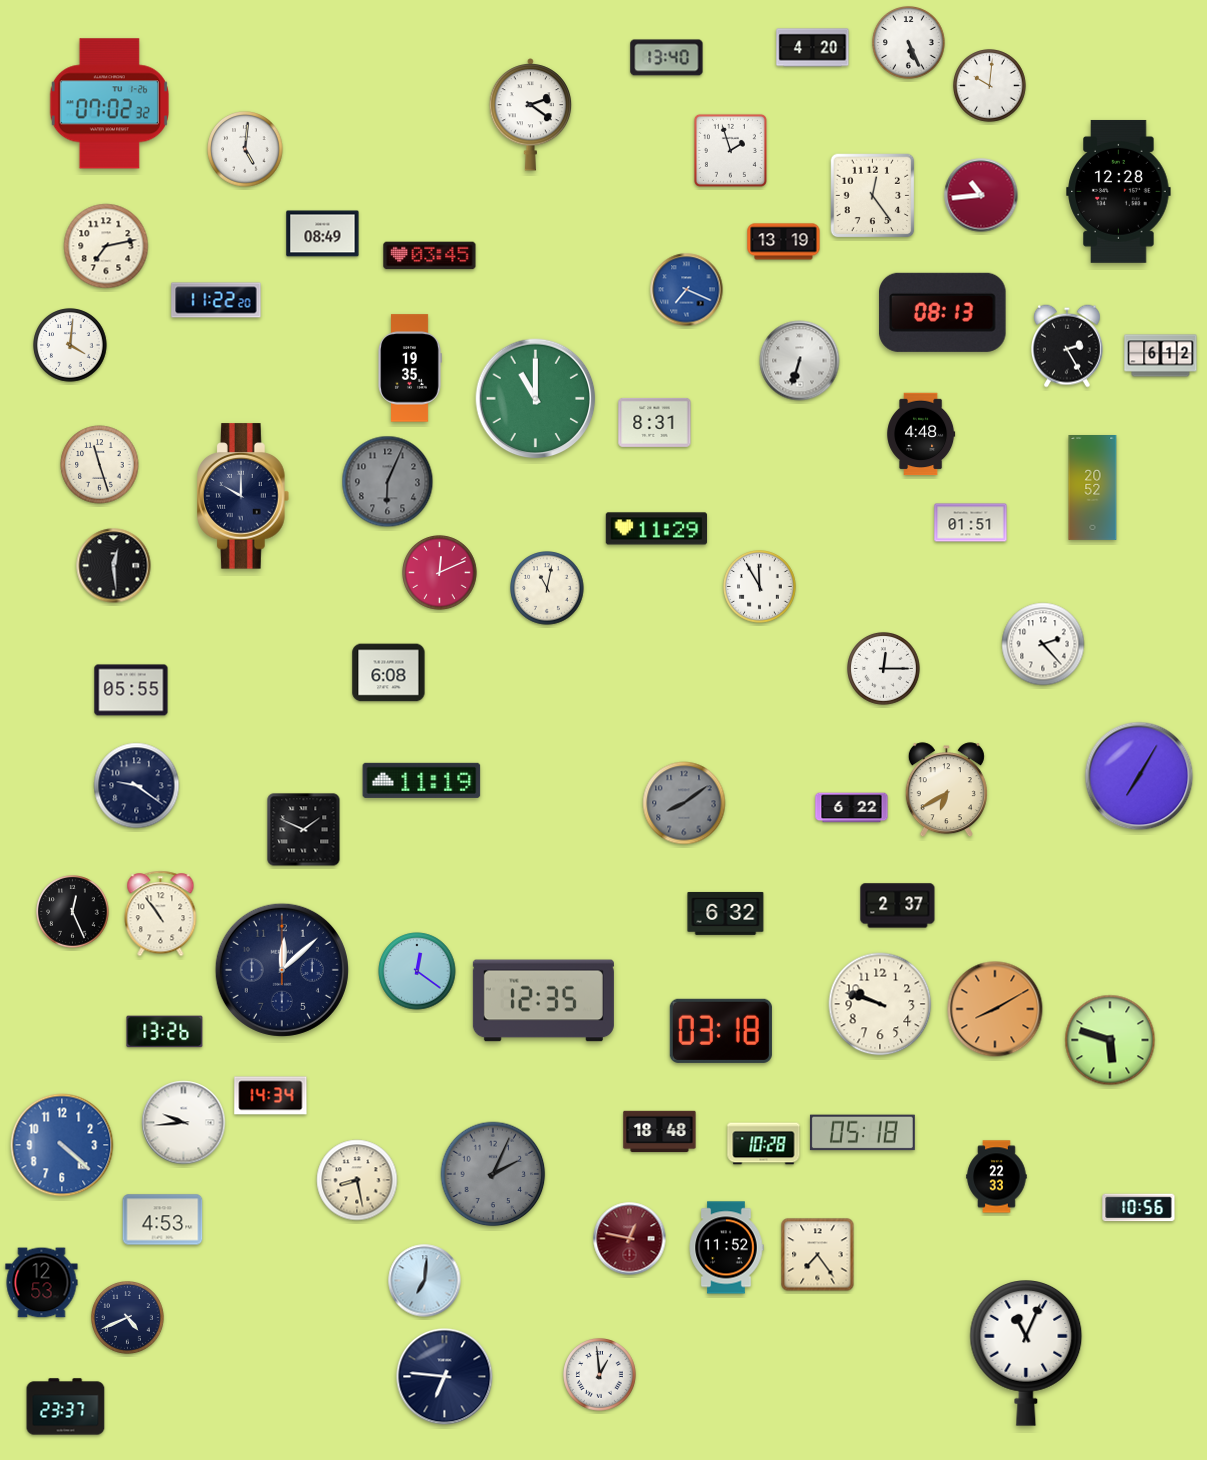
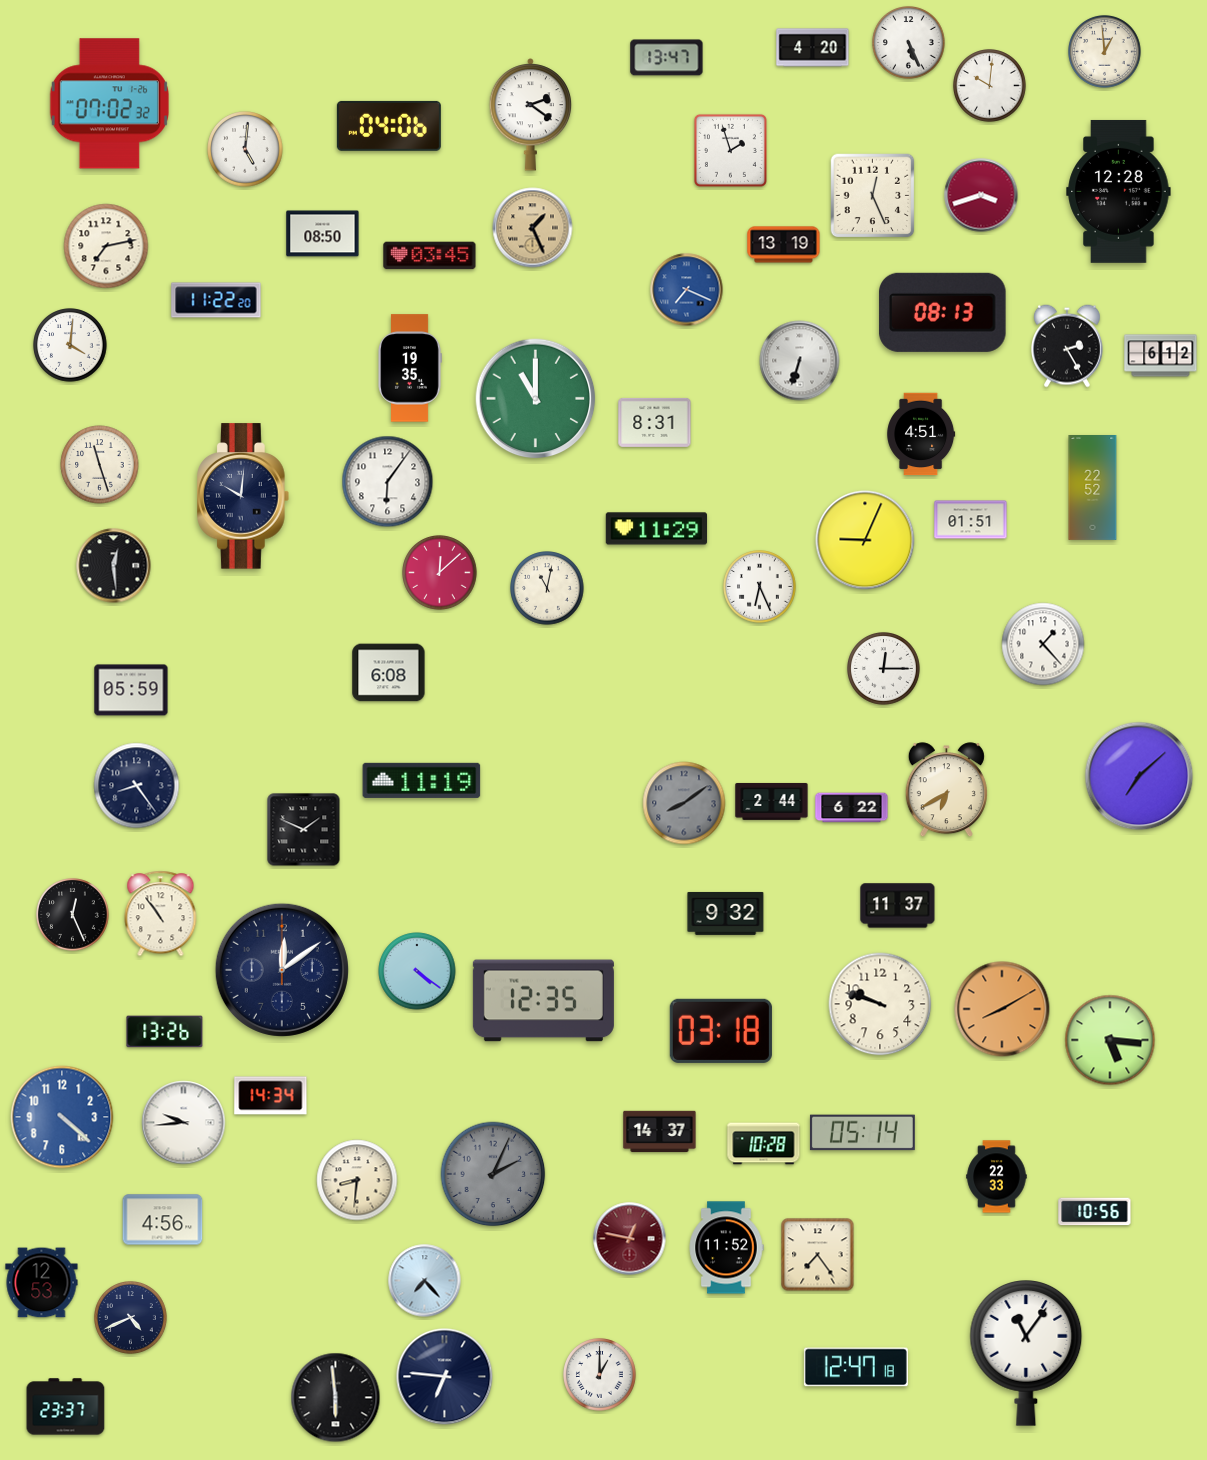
clock at (1105, 52): none -> 12:59
clock at (667, 58): 13:40 -> 13:47
clock at (389, 126): none -> 04:06
clock at (981, 195): 10:44 -> 3:42
clock at (873, 196): 12:24 -> 12:26
clock at (533, 228): none -> 1:26
clock at (323, 234): 08:49 -> 08:50
clock at (784, 242) position: (784, 242) -> (784, 245)
clock at (921, 434): 4:48 -> 4:51
clock at (388, 482): 6:04 -> 6:06
clock at (388, 482) dial: grey -> white
clock at (1093, 488): 20:52 -> 22:52
clock at (244, 496): 10:00 -> 10:01
clock at (971, 523) position: (971, 523) -> (971, 520)
clock at (865, 540): none -> 9:04
clock at (440, 573): 12:11 -> 12:08
clock at (760, 587): 11:55 -> 6:26
clock at (1043, 644): 2:23 -> 1:23
clock at (131, 690): 05:55 -> 05:59
clock at (1139, 776): 7:05 -> 7:08
clock at (137, 786): 9:21 -> 8:24
clock at (772, 801): none -> 2:44
clock at (898, 906): 2:37 -> 11:37
clock at (73, 912) position: (73, 912) -> (73, 915)
clock at (726, 913): 6:32 -> 9:32
clock at (282, 970): 12:08 -> 12:09
clock at (417, 971): 12:21 -> 4:21
clock at (995, 1009) position: (995, 1009) -> (1002, 1009)
clock at (1110, 1040): 5:48 -> 5:16
clock at (660, 1132): 18:48 -> 14:37
clock at (862, 1133): 05:18 -> 05:14
clock at (62, 1145) position: (62, 1145) -> (62, 1117)
clock at (357, 1180): 8:28 -> 8:31
clock at (1139, 1208) position: (1139, 1208) -> (1095, 1212)
clock at (163, 1220): 4:53 -> 4:56
clock at (425, 1281): 7:01 -> 7:23
clock at (128, 1318) position: (128, 1318) -> (131, 1318)
clock at (1026, 1354): 11:04 -> 11:06
clock at (856, 1367): none -> 12:47
clock at (600, 1375): 12:59 -> 1:00
clock at (336, 1398): none -> 5:59
